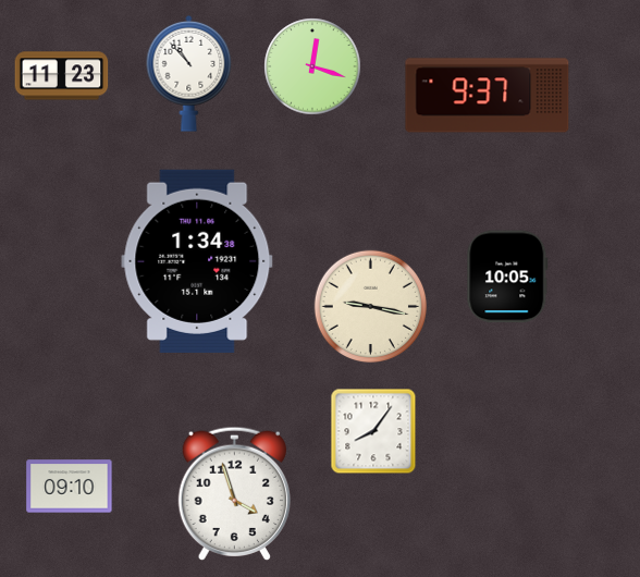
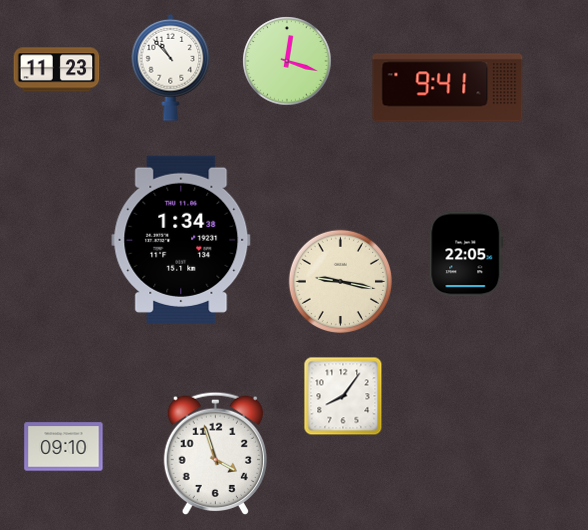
clock at (189, 73) position: (189, 73) -> (171, 67)
clock at (488, 96): 9:37 -> 9:41
clock at (507, 277): 10:05 -> 22:05
